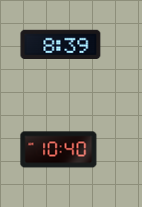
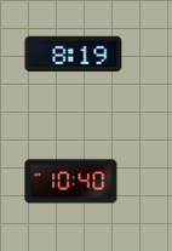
clock at (61, 44): 8:39 -> 8:19
